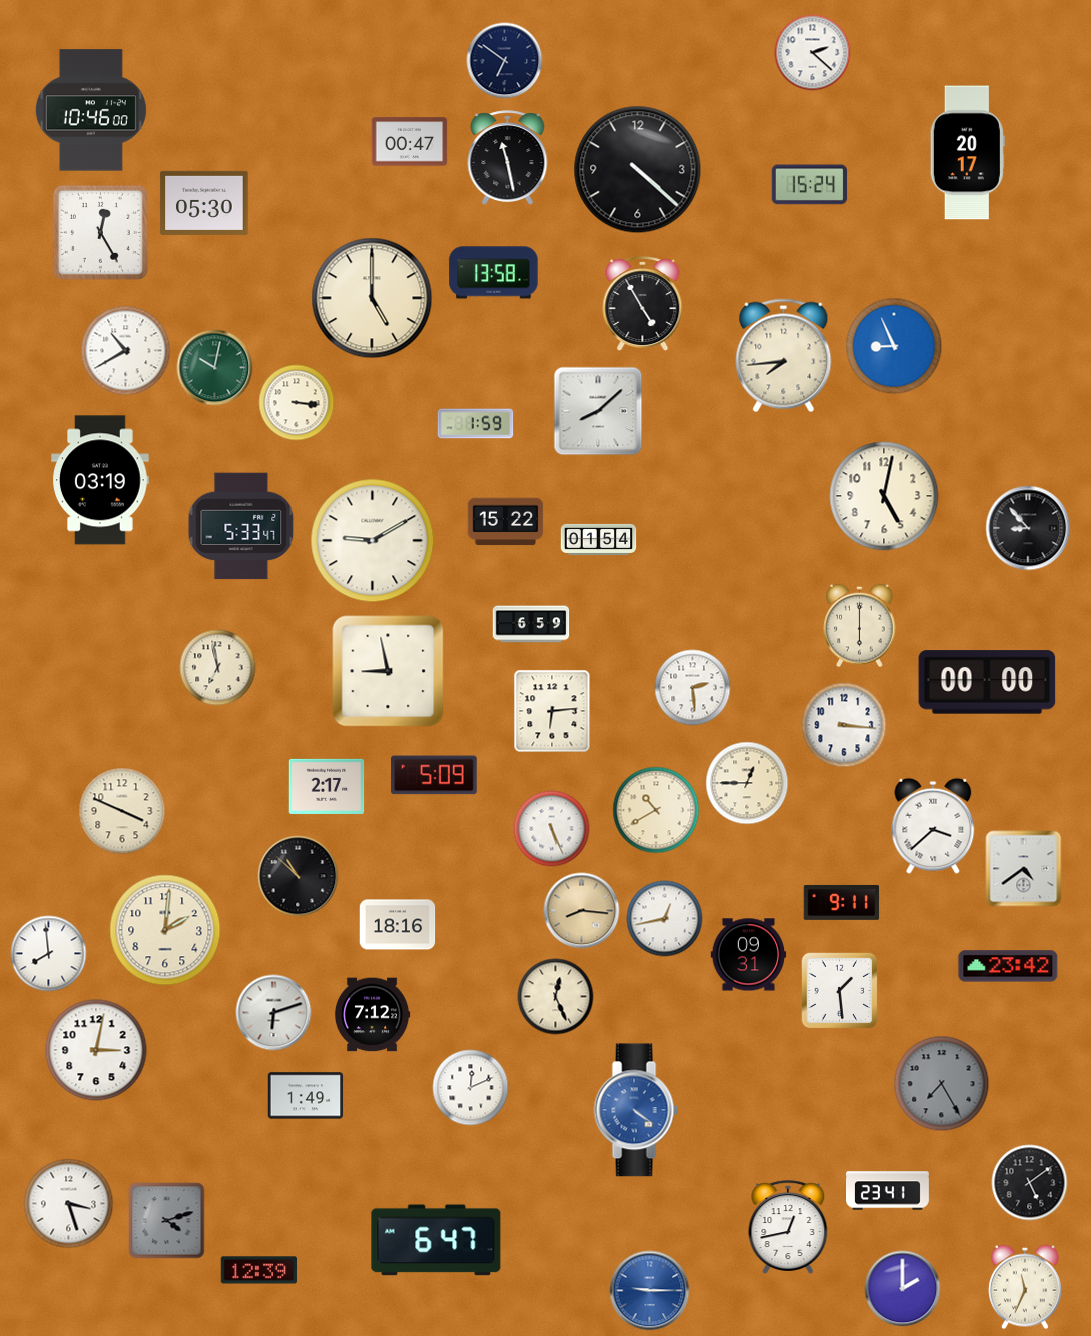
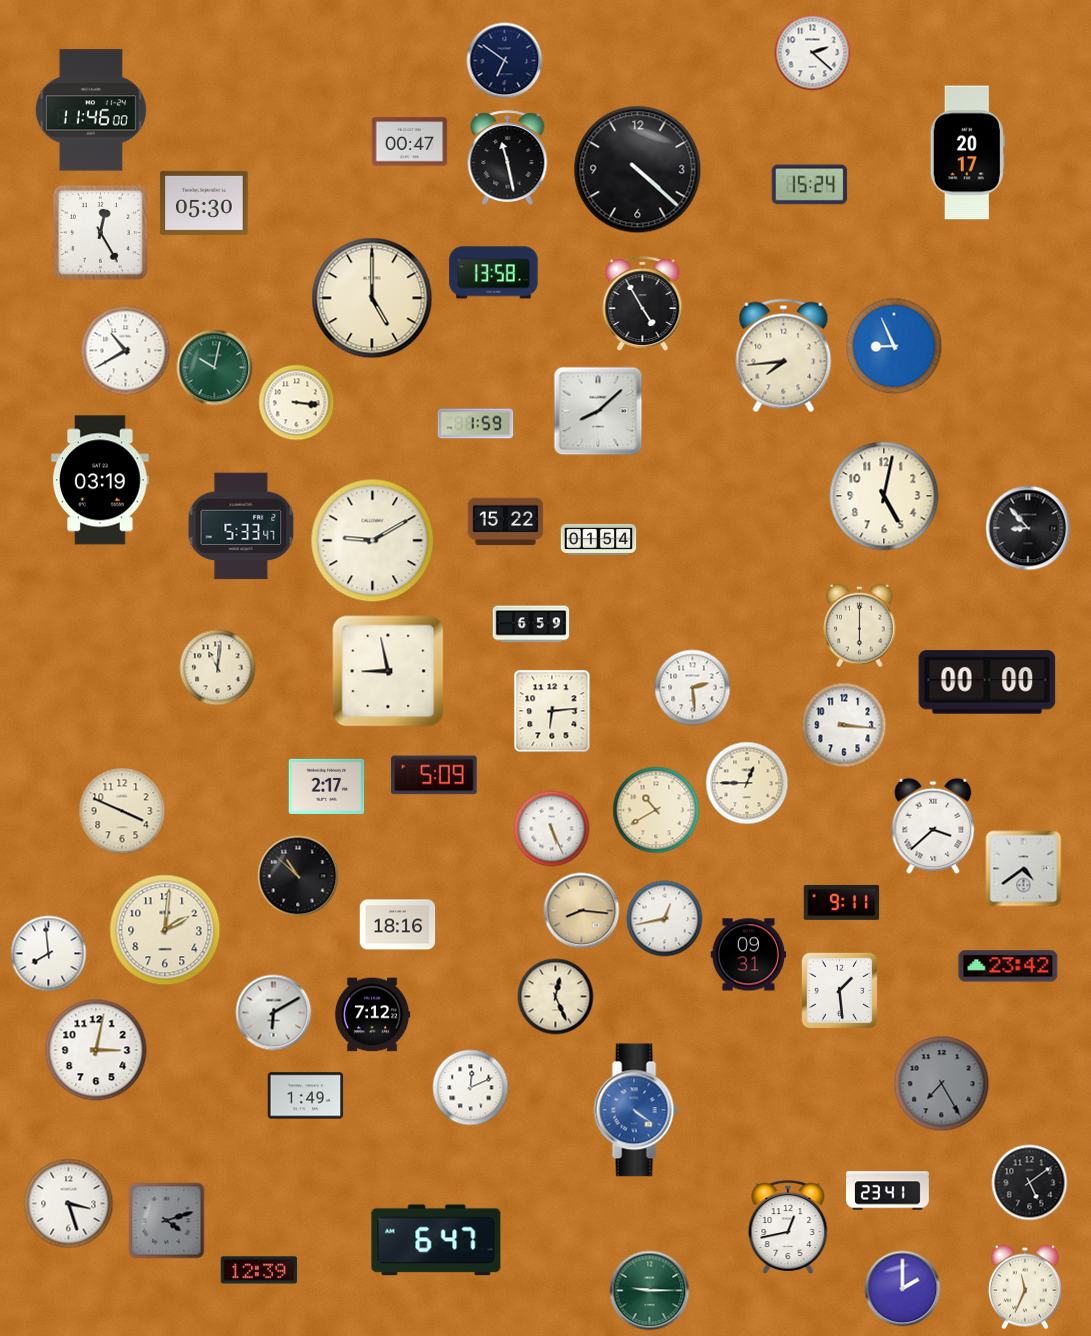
clock at (91, 110): 10:46 -> 11:46
clock at (218, 668): 6:58 -> 11:01
clock at (274, 1013): 6:12 -> 6:10
clock at (650, 1291) dial: blue -> green
